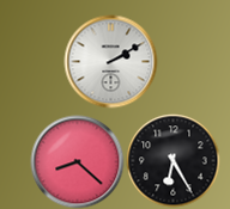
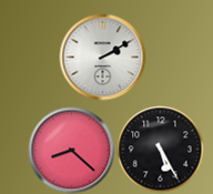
clock at (172, 160): 6:25 -> 5:25
